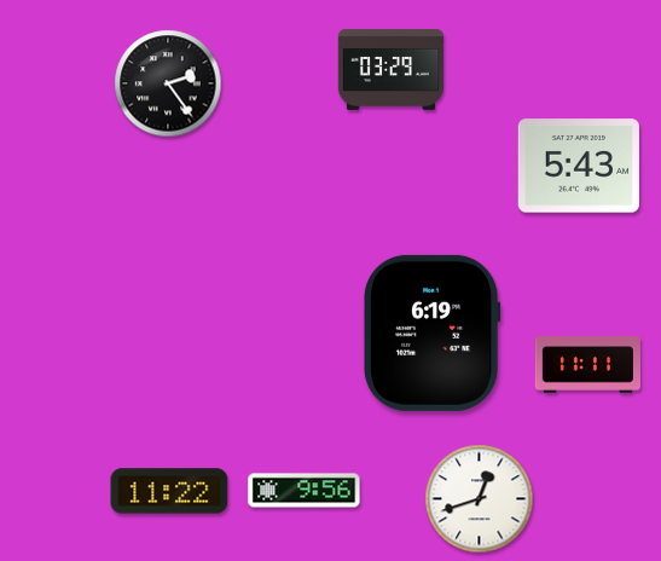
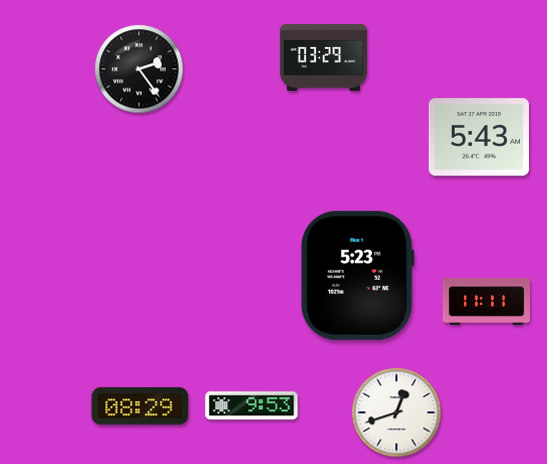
clock at (431, 332): 6:19 -> 5:23
clock at (169, 491): 11:22 -> 08:29
clock at (305, 491): 9:56 -> 9:53
